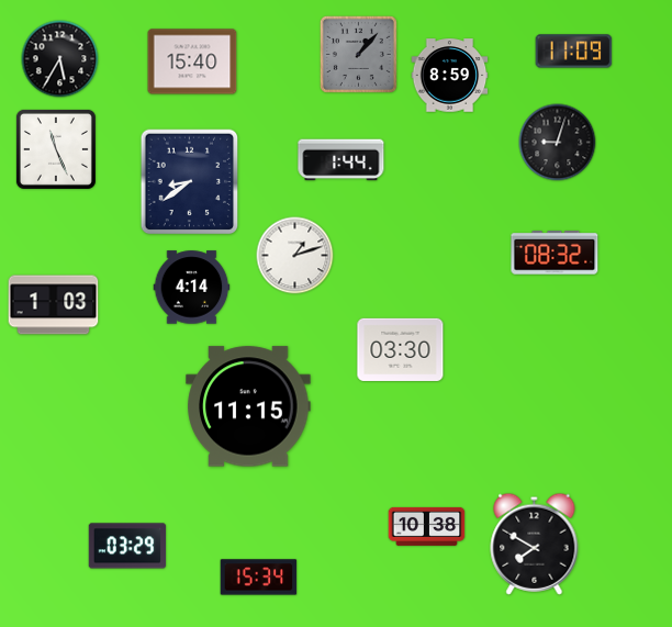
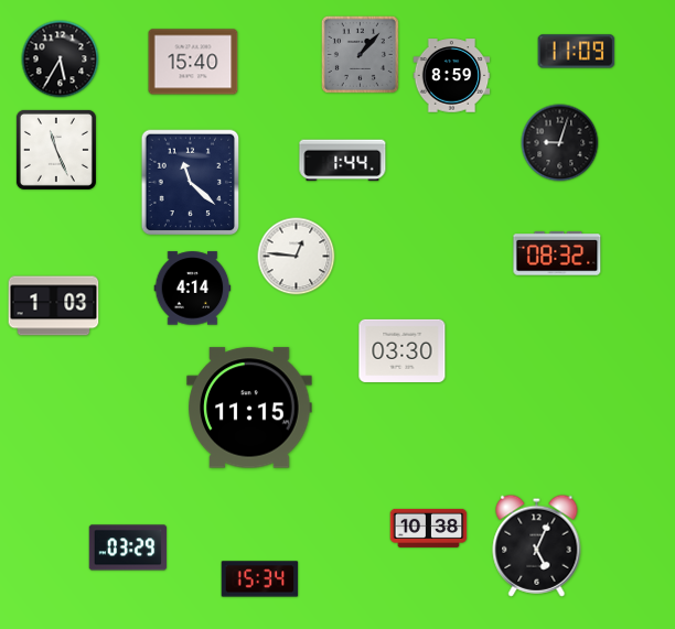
clock at (190, 182): 8:39 -> 11:22
clock at (295, 256): 1:12 -> 12:46
clock at (535, 544): 7:50 -> 5:04
